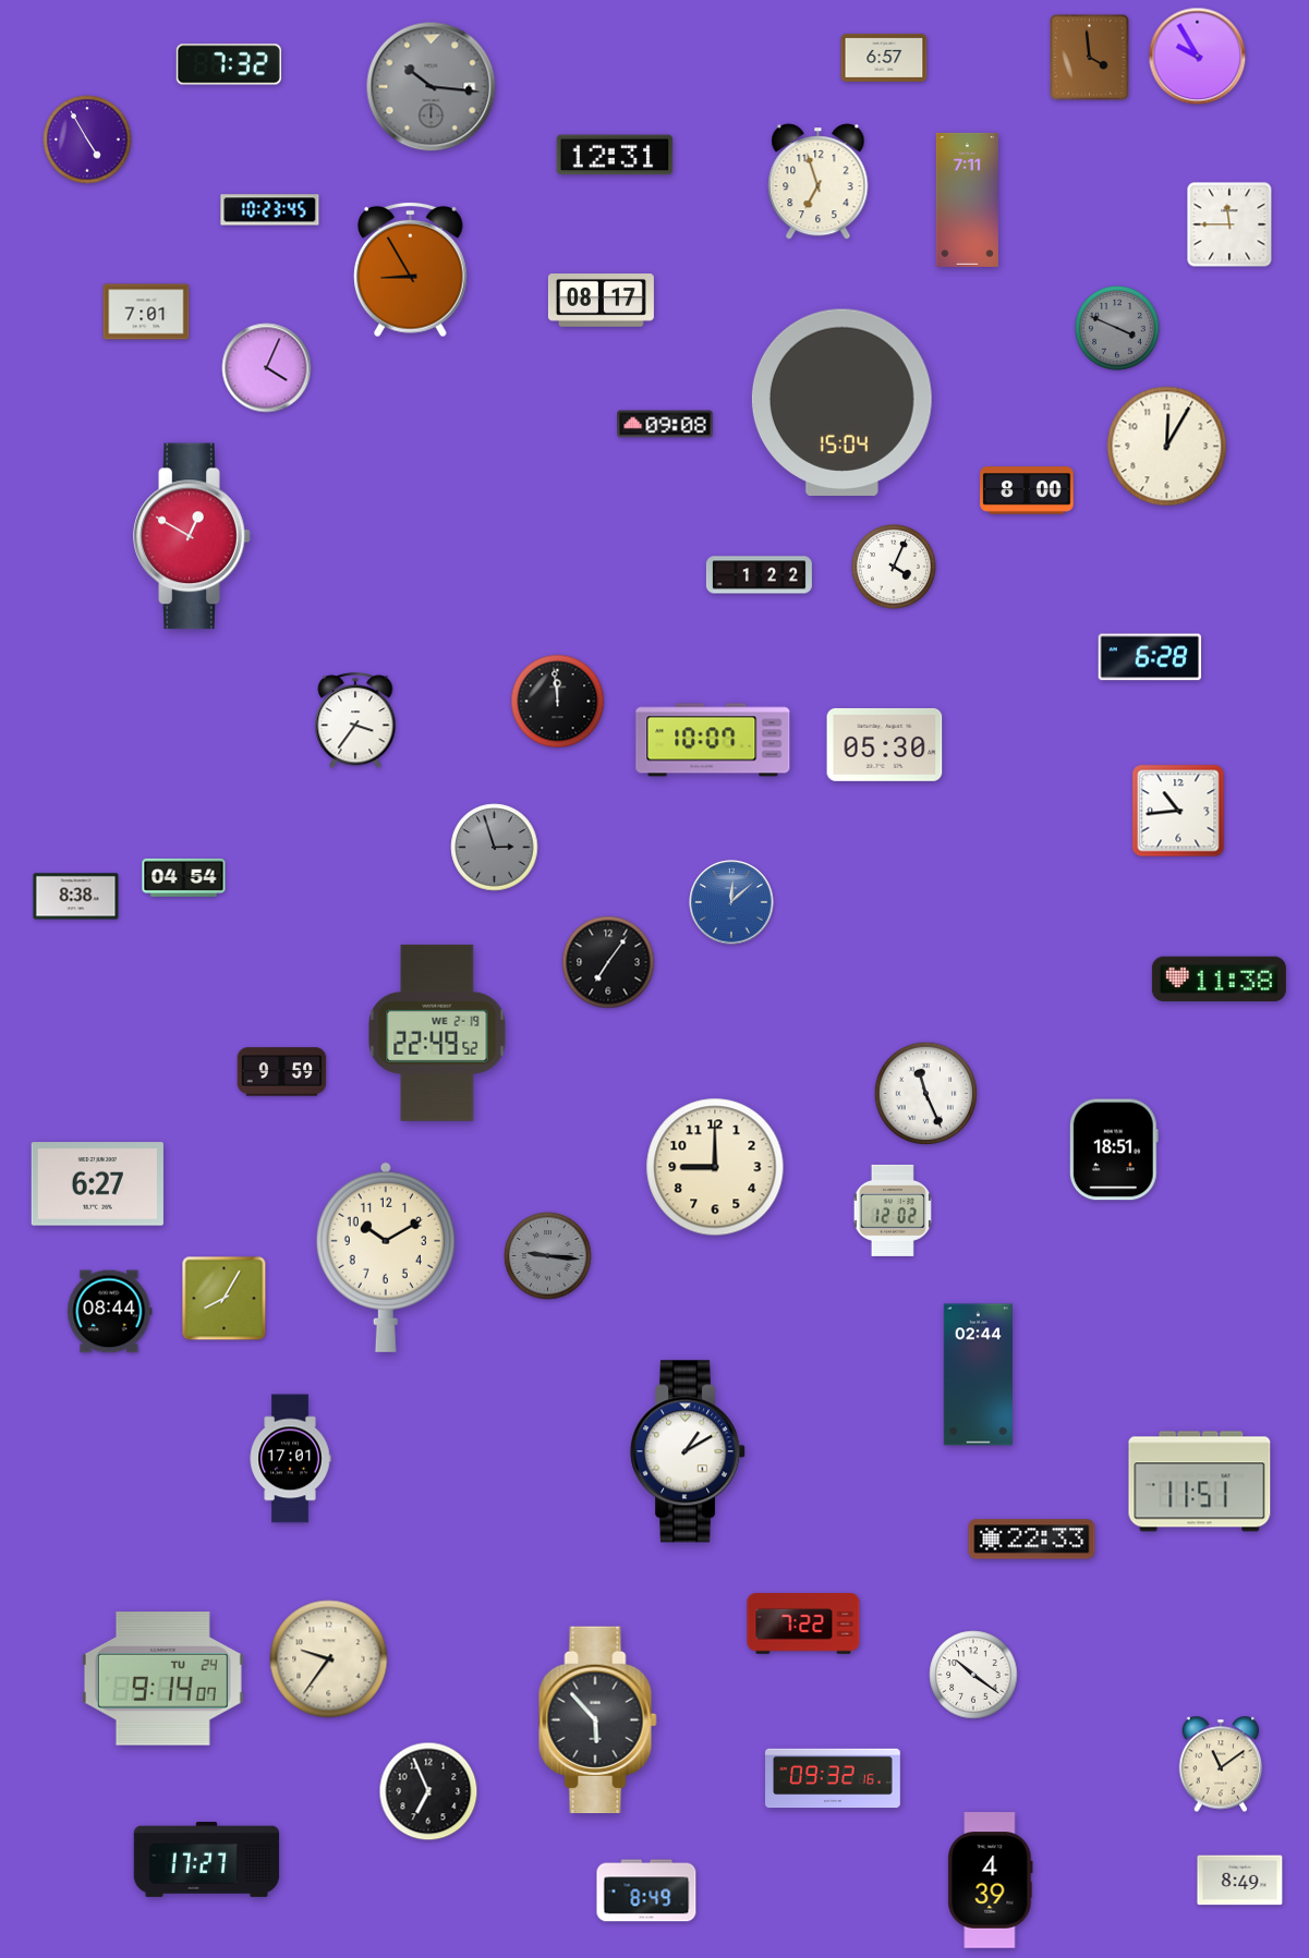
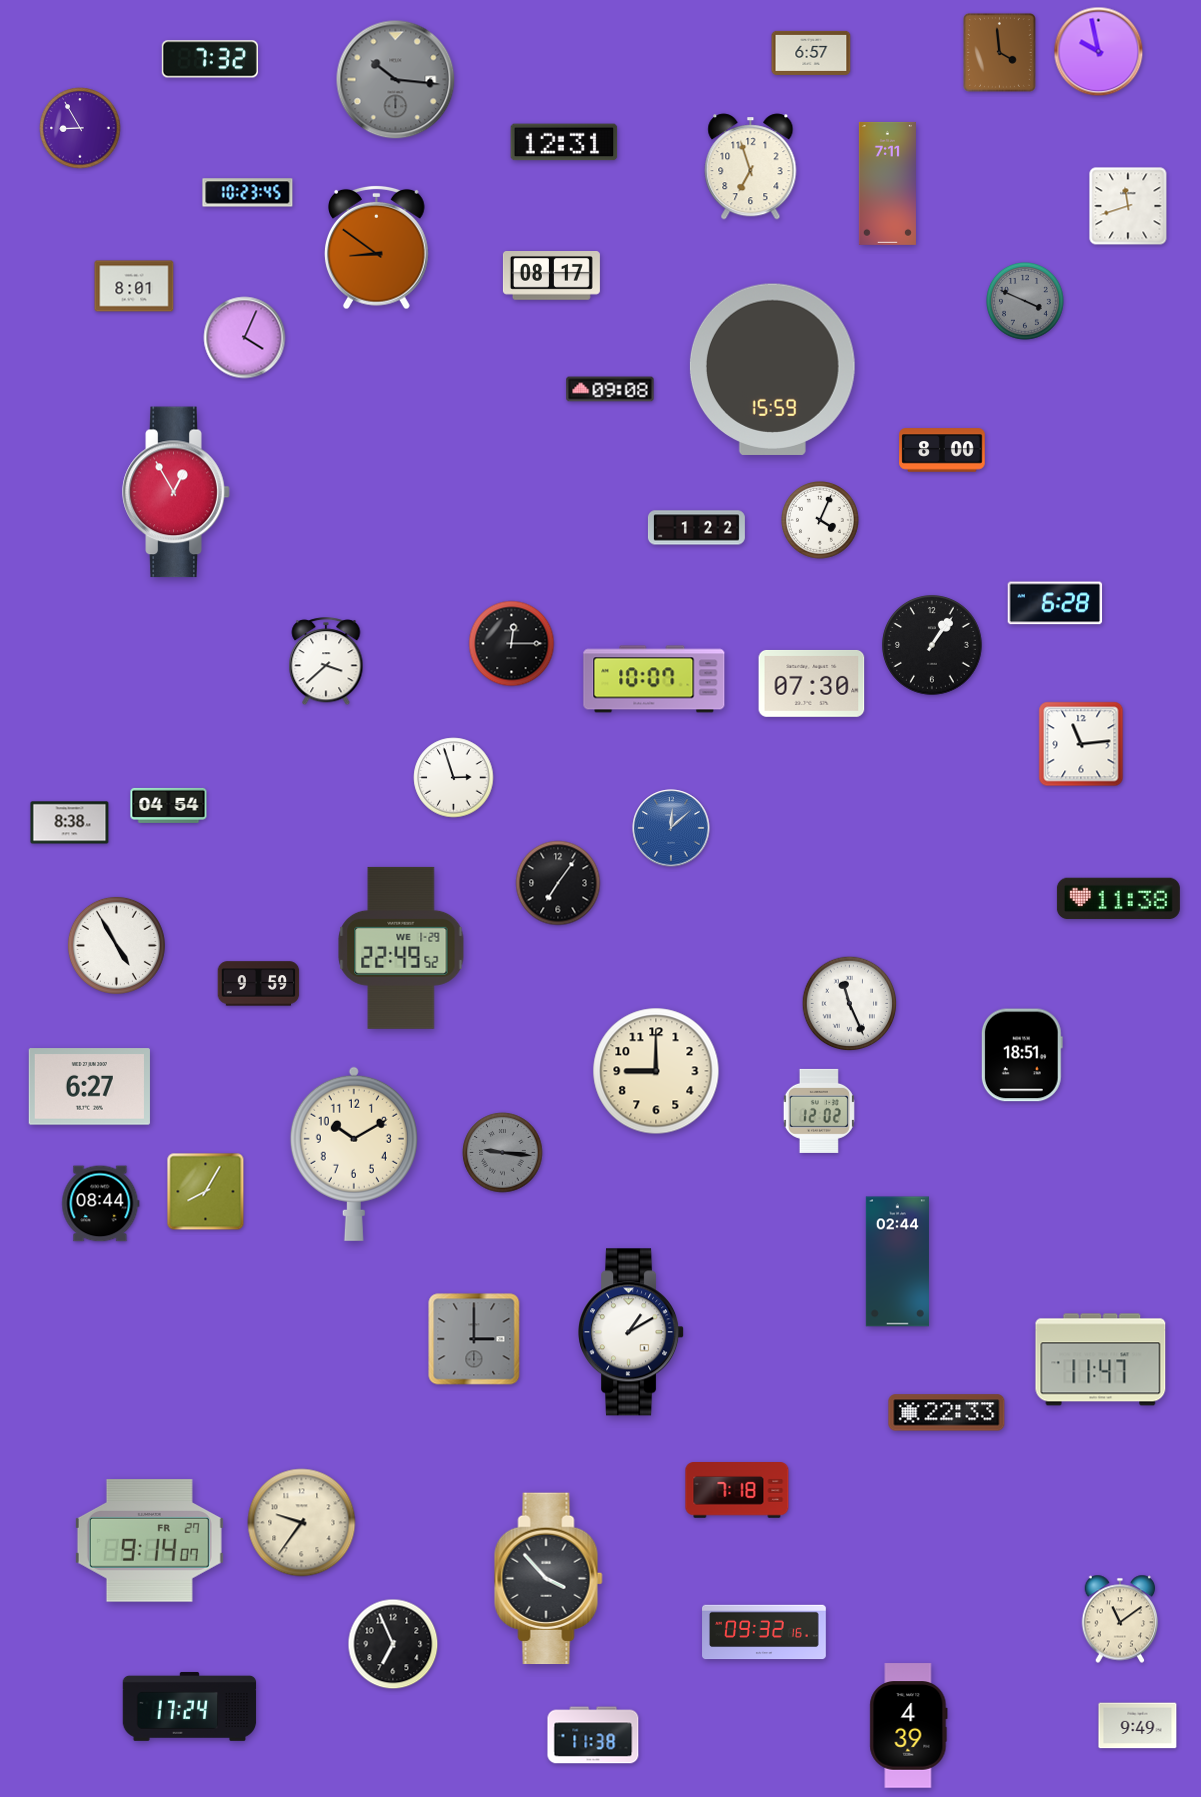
clock at (1198, 57): 9:55 -> 9:58
clock at (87, 139): 4:55 -> 8:55
clock at (1229, 224): 11:45 -> 11:42
clock at (411, 269): 8:55 -> 8:51
clock at (146, 312): 7:01 -> 8:01
clock at (841, 402): 15:04 -> 15:59
clock at (1167, 447): 12:05 -> none
clock at (192, 536): 12:50 -> 12:55
clock at (558, 702): 11:59 -> 12:15
clock at (932, 645): none -> 1:06
clock at (355, 721): 3:36 -> 3:38
clock at (885, 744): 05:30 -> 07:30
clock at (1178, 811): 10:44 -> 11:14
clock at (495, 848) dial: grey -> white
clock at (116, 945): none -> 4:55
clock at (437, 1033) date: WE 2-19 -> WE 1-29
clock at (290, 1459): 17:01 -> none
clock at (474, 1339): none -> 3:00
clock at (1200, 1482): 11:51 -> 11:47
clock at (803, 1625): 7:22 -> 7:18
clock at (973, 1675): 10:21 -> none
clock at (162, 1679) date: TU 24 -> FR 27
clock at (598, 1720): 5:53 -> 3:53
clock at (207, 1859): 17:27 -> 17:24
clock at (1240, 1881): 8:49 -> 9:49
clock at (646, 1890): 8:49 -> 11:38
